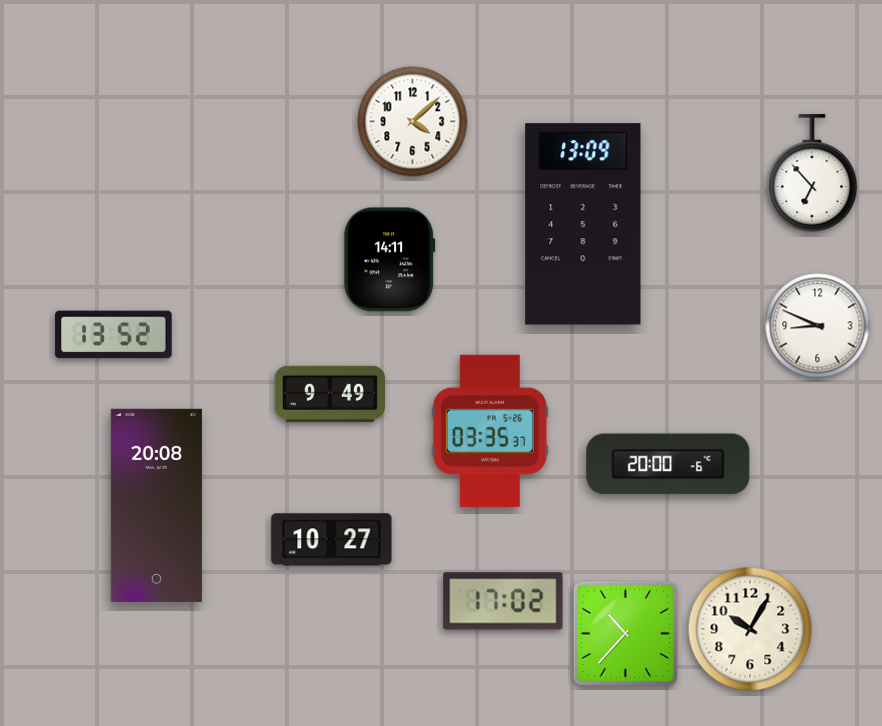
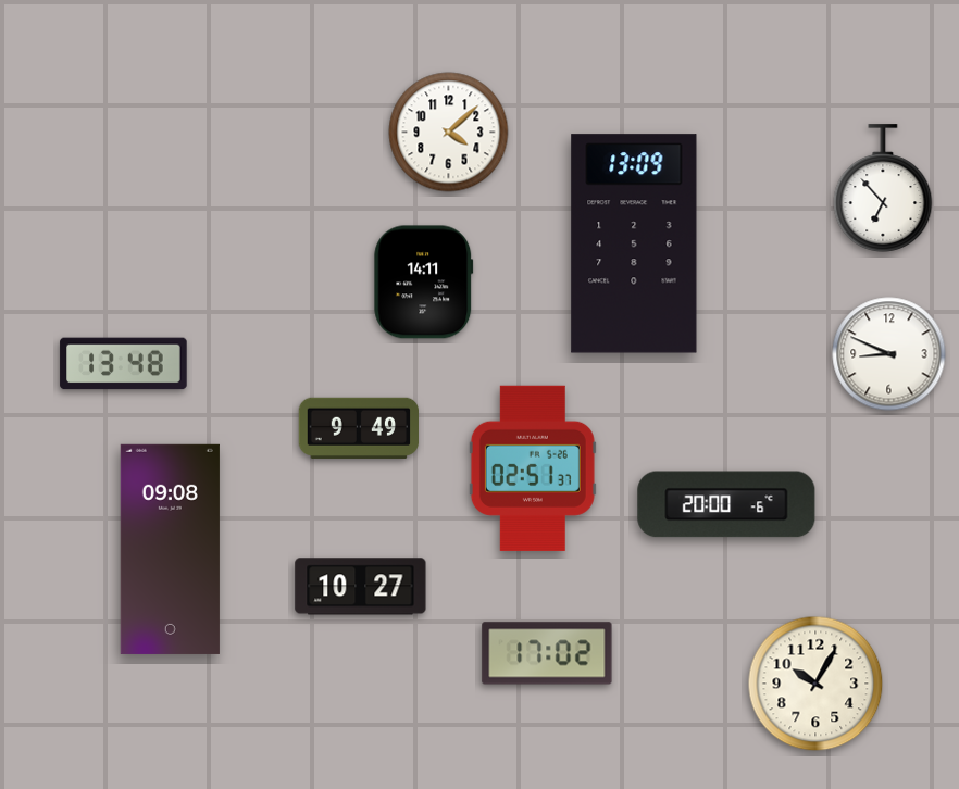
clock at (114, 335): 13:52 -> 13:48
clock at (490, 431): 03:35 -> 02:51
clock at (156, 505): 20:08 -> 09:08
clock at (625, 633): 10:37 -> none
